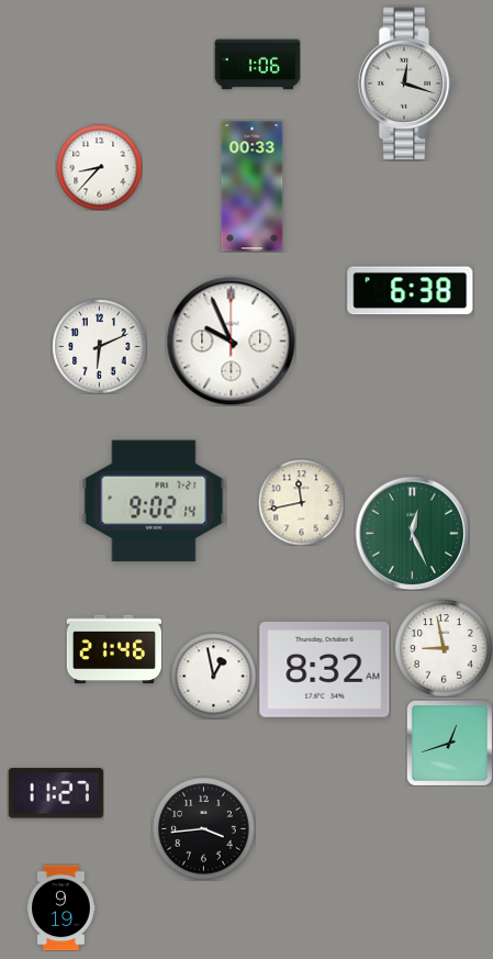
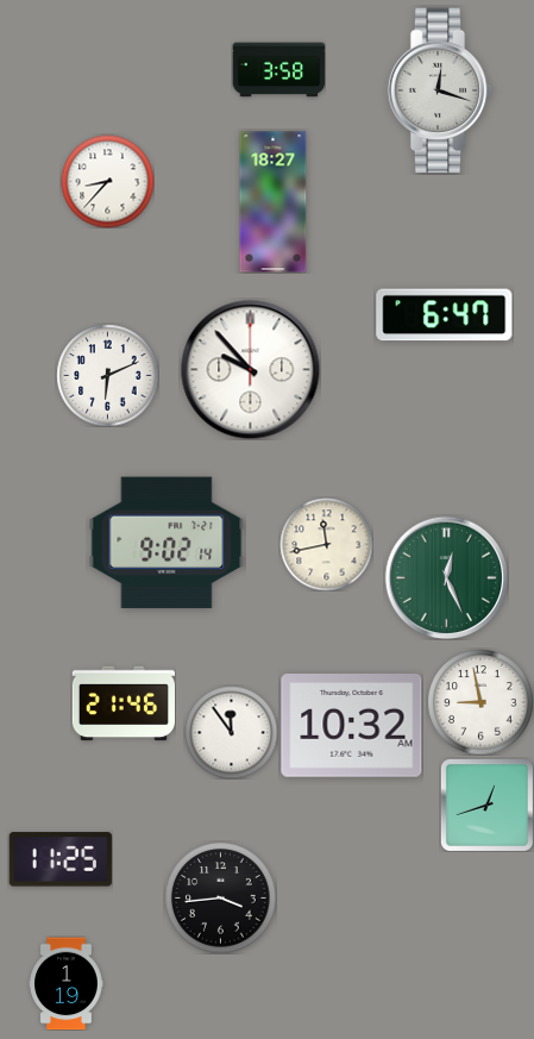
clock at (257, 65): 1:06 -> 3:58
clock at (253, 187): 00:33 -> 18:27
clock at (411, 291): 6:38 -> 6:47
clock at (231, 341): 9:56 -> 9:53
clock at (325, 670): 8:32 -> 10:32
clock at (213, 676): 12:58 -> 11:54
clock at (56, 793): 11:27 -> 11:25
clock at (61, 907): 9:19 -> 1:19
